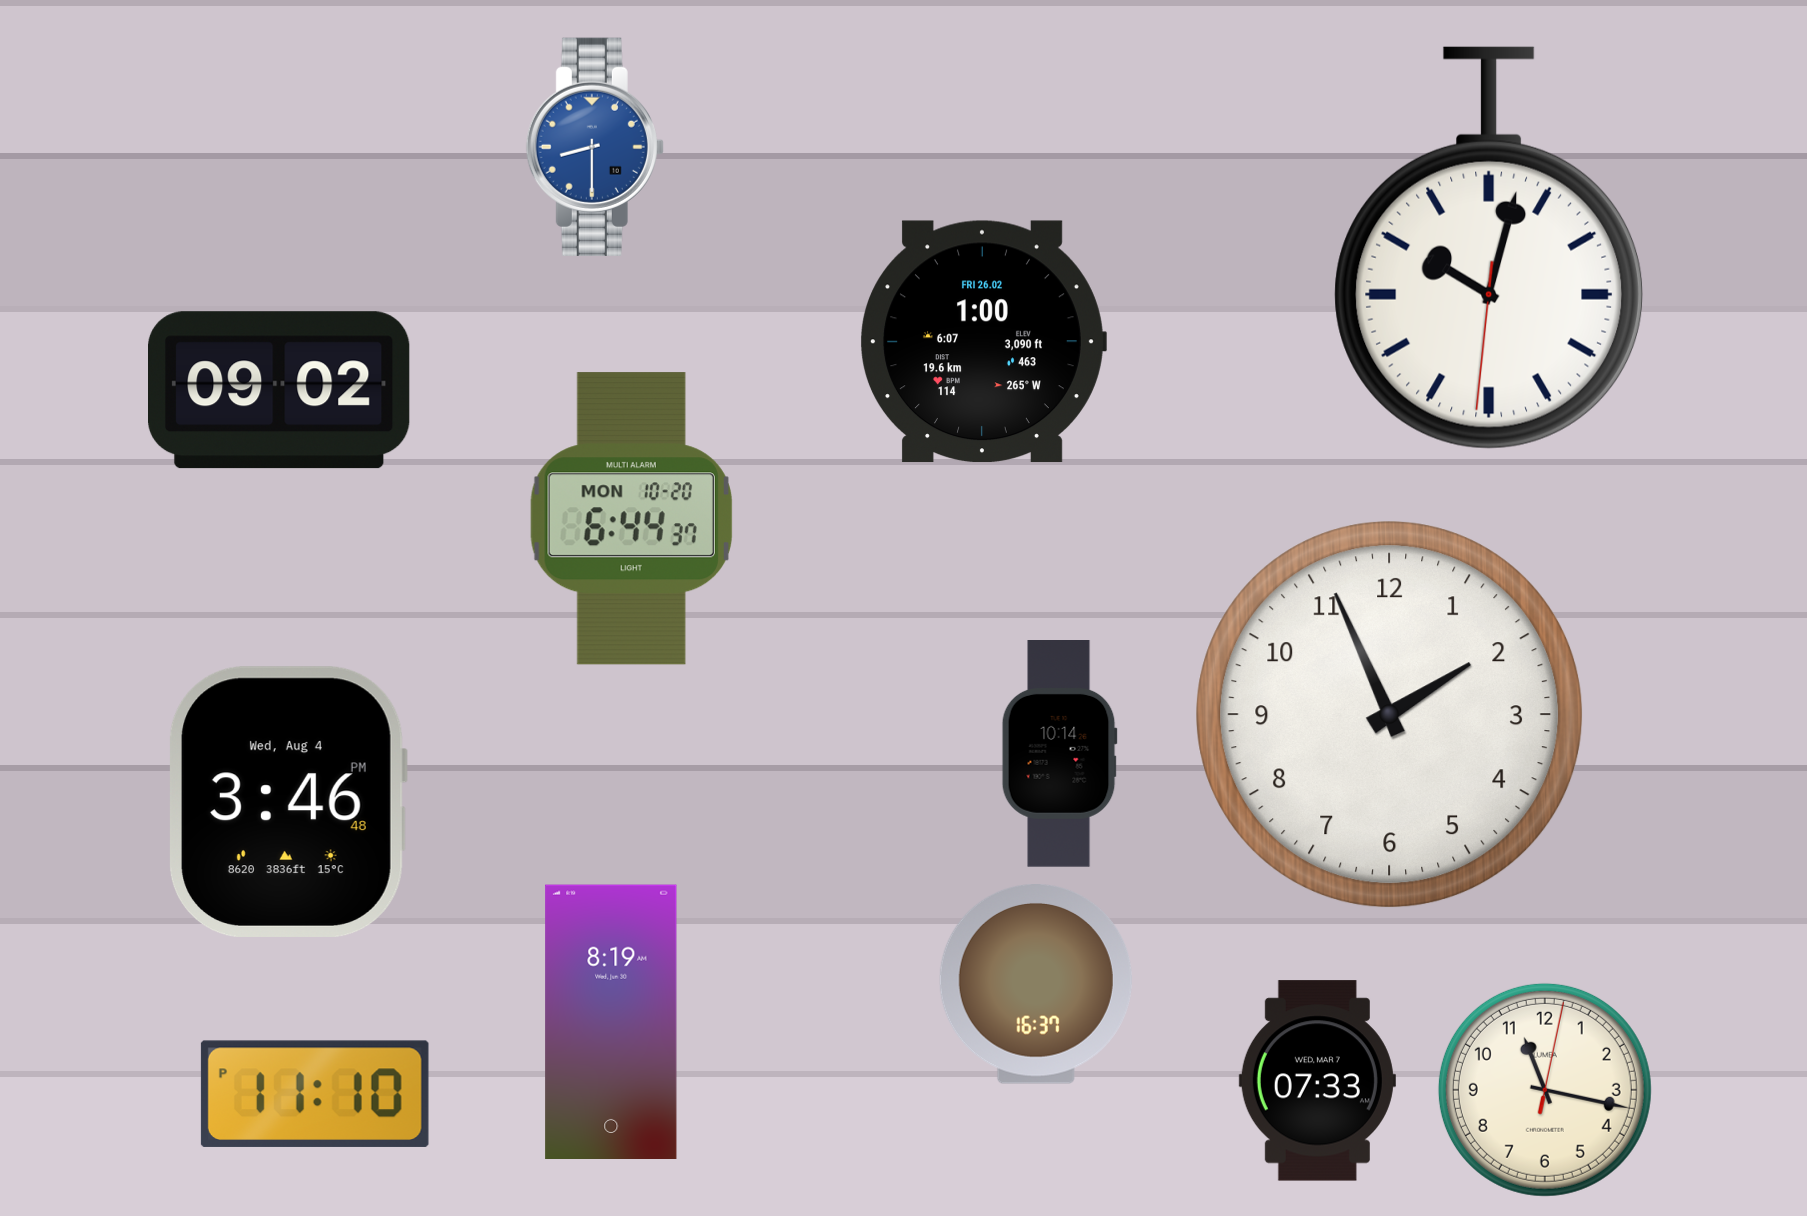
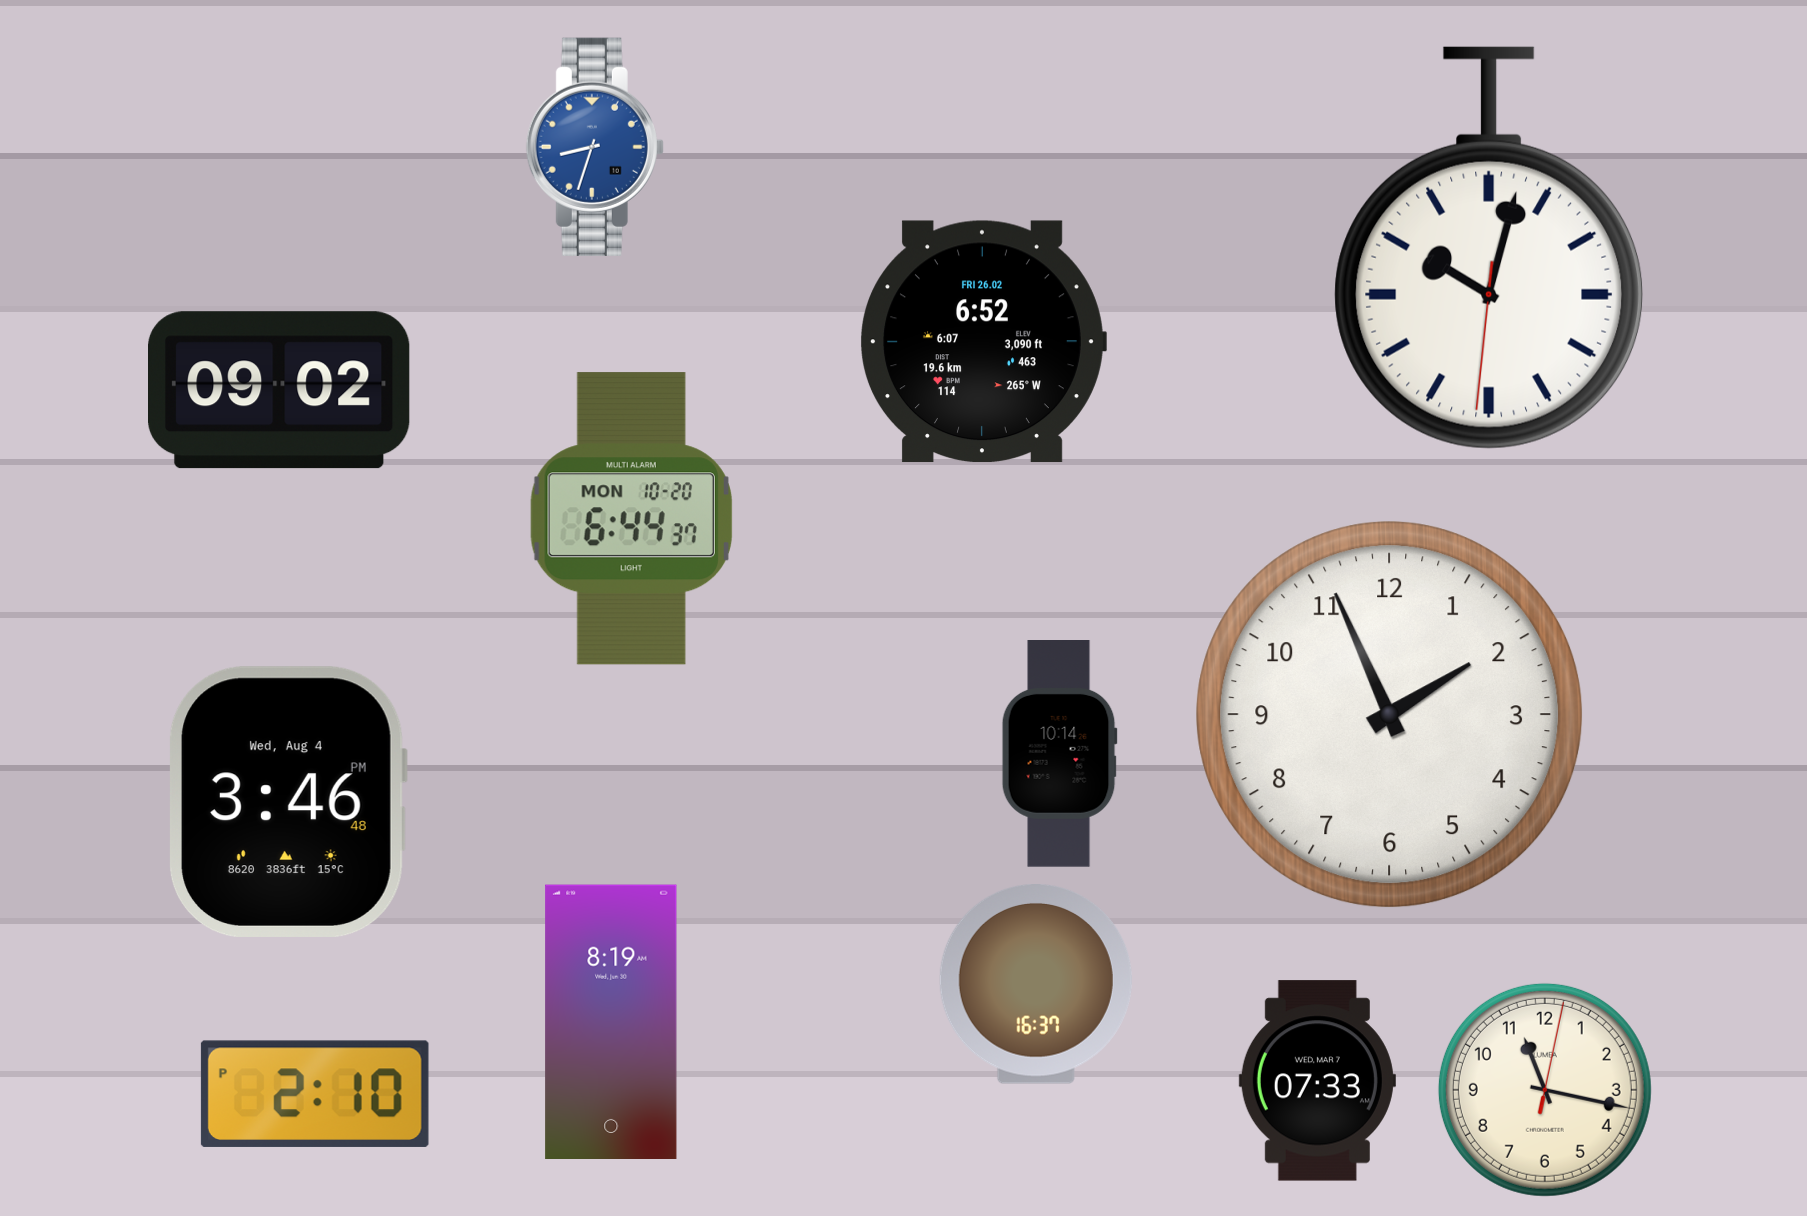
clock at (595, 147): 8:30 -> 8:33
clock at (984, 342): 1:00 -> 6:52
clock at (315, 1094): 11:10 -> 2:10
